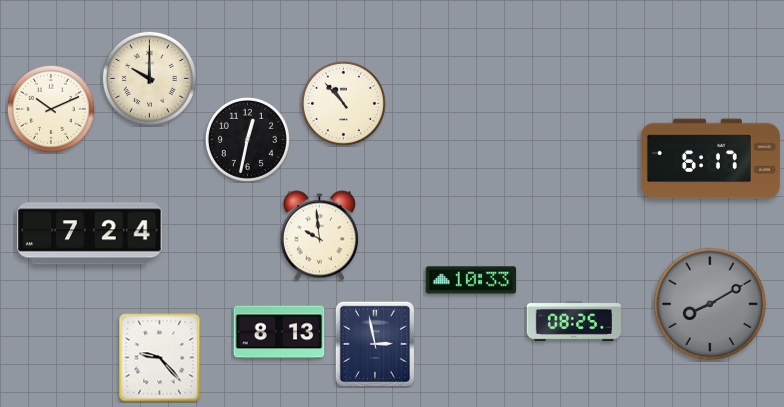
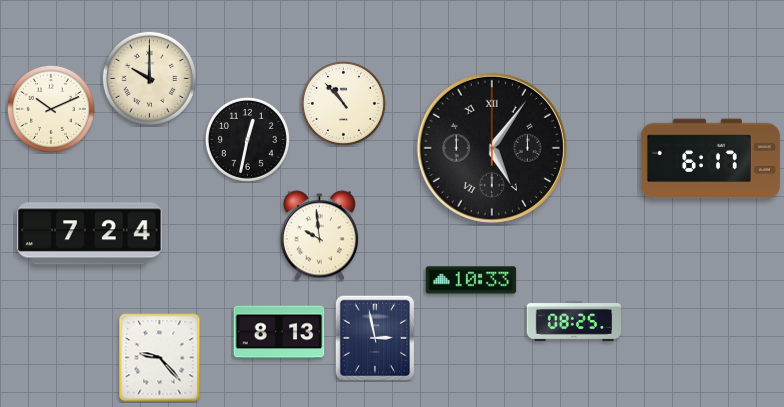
clock at (492, 148): none -> 5:06
clock at (710, 304): 8:10 -> none
clock at (374, 344) position: (374, 344) -> (374, 338)
